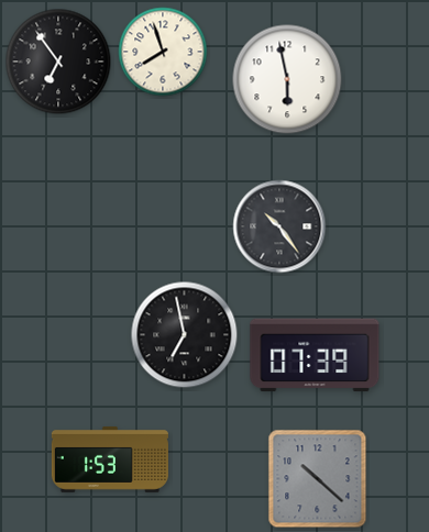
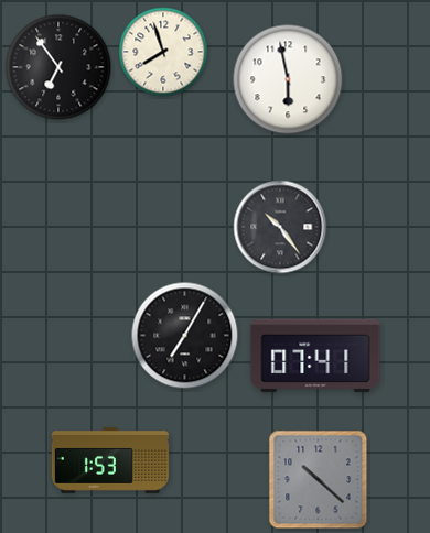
clock at (58, 62) position: (58, 62) -> (58, 67)
clock at (185, 335): 6:58 -> 7:05
clock at (315, 355): 07:39 -> 07:41
